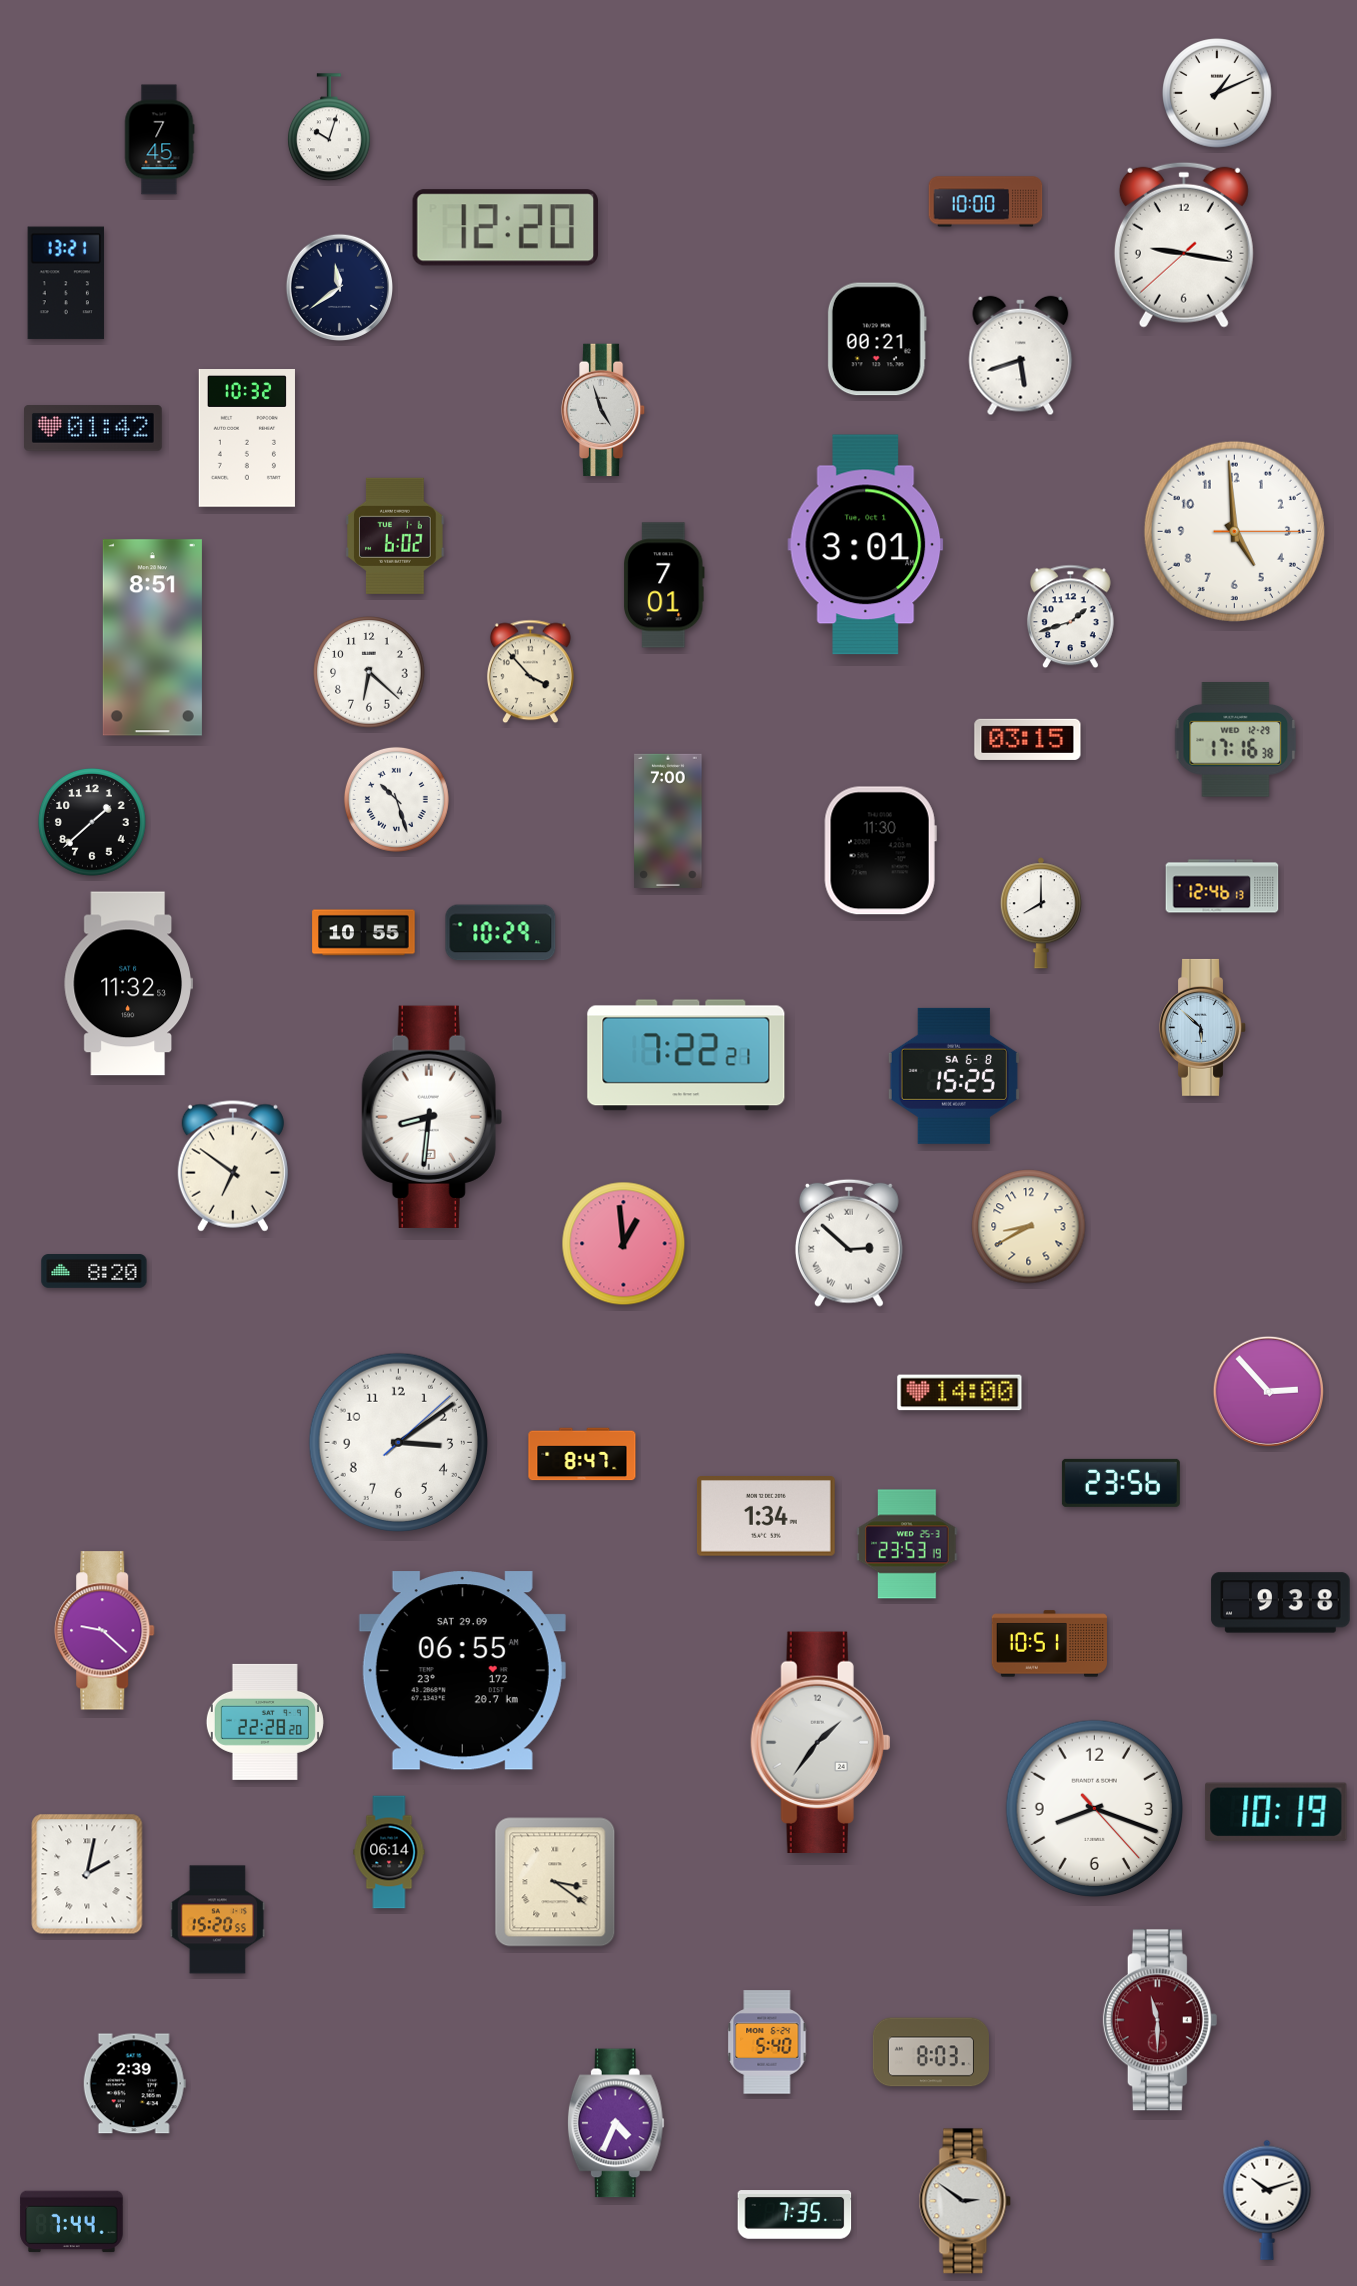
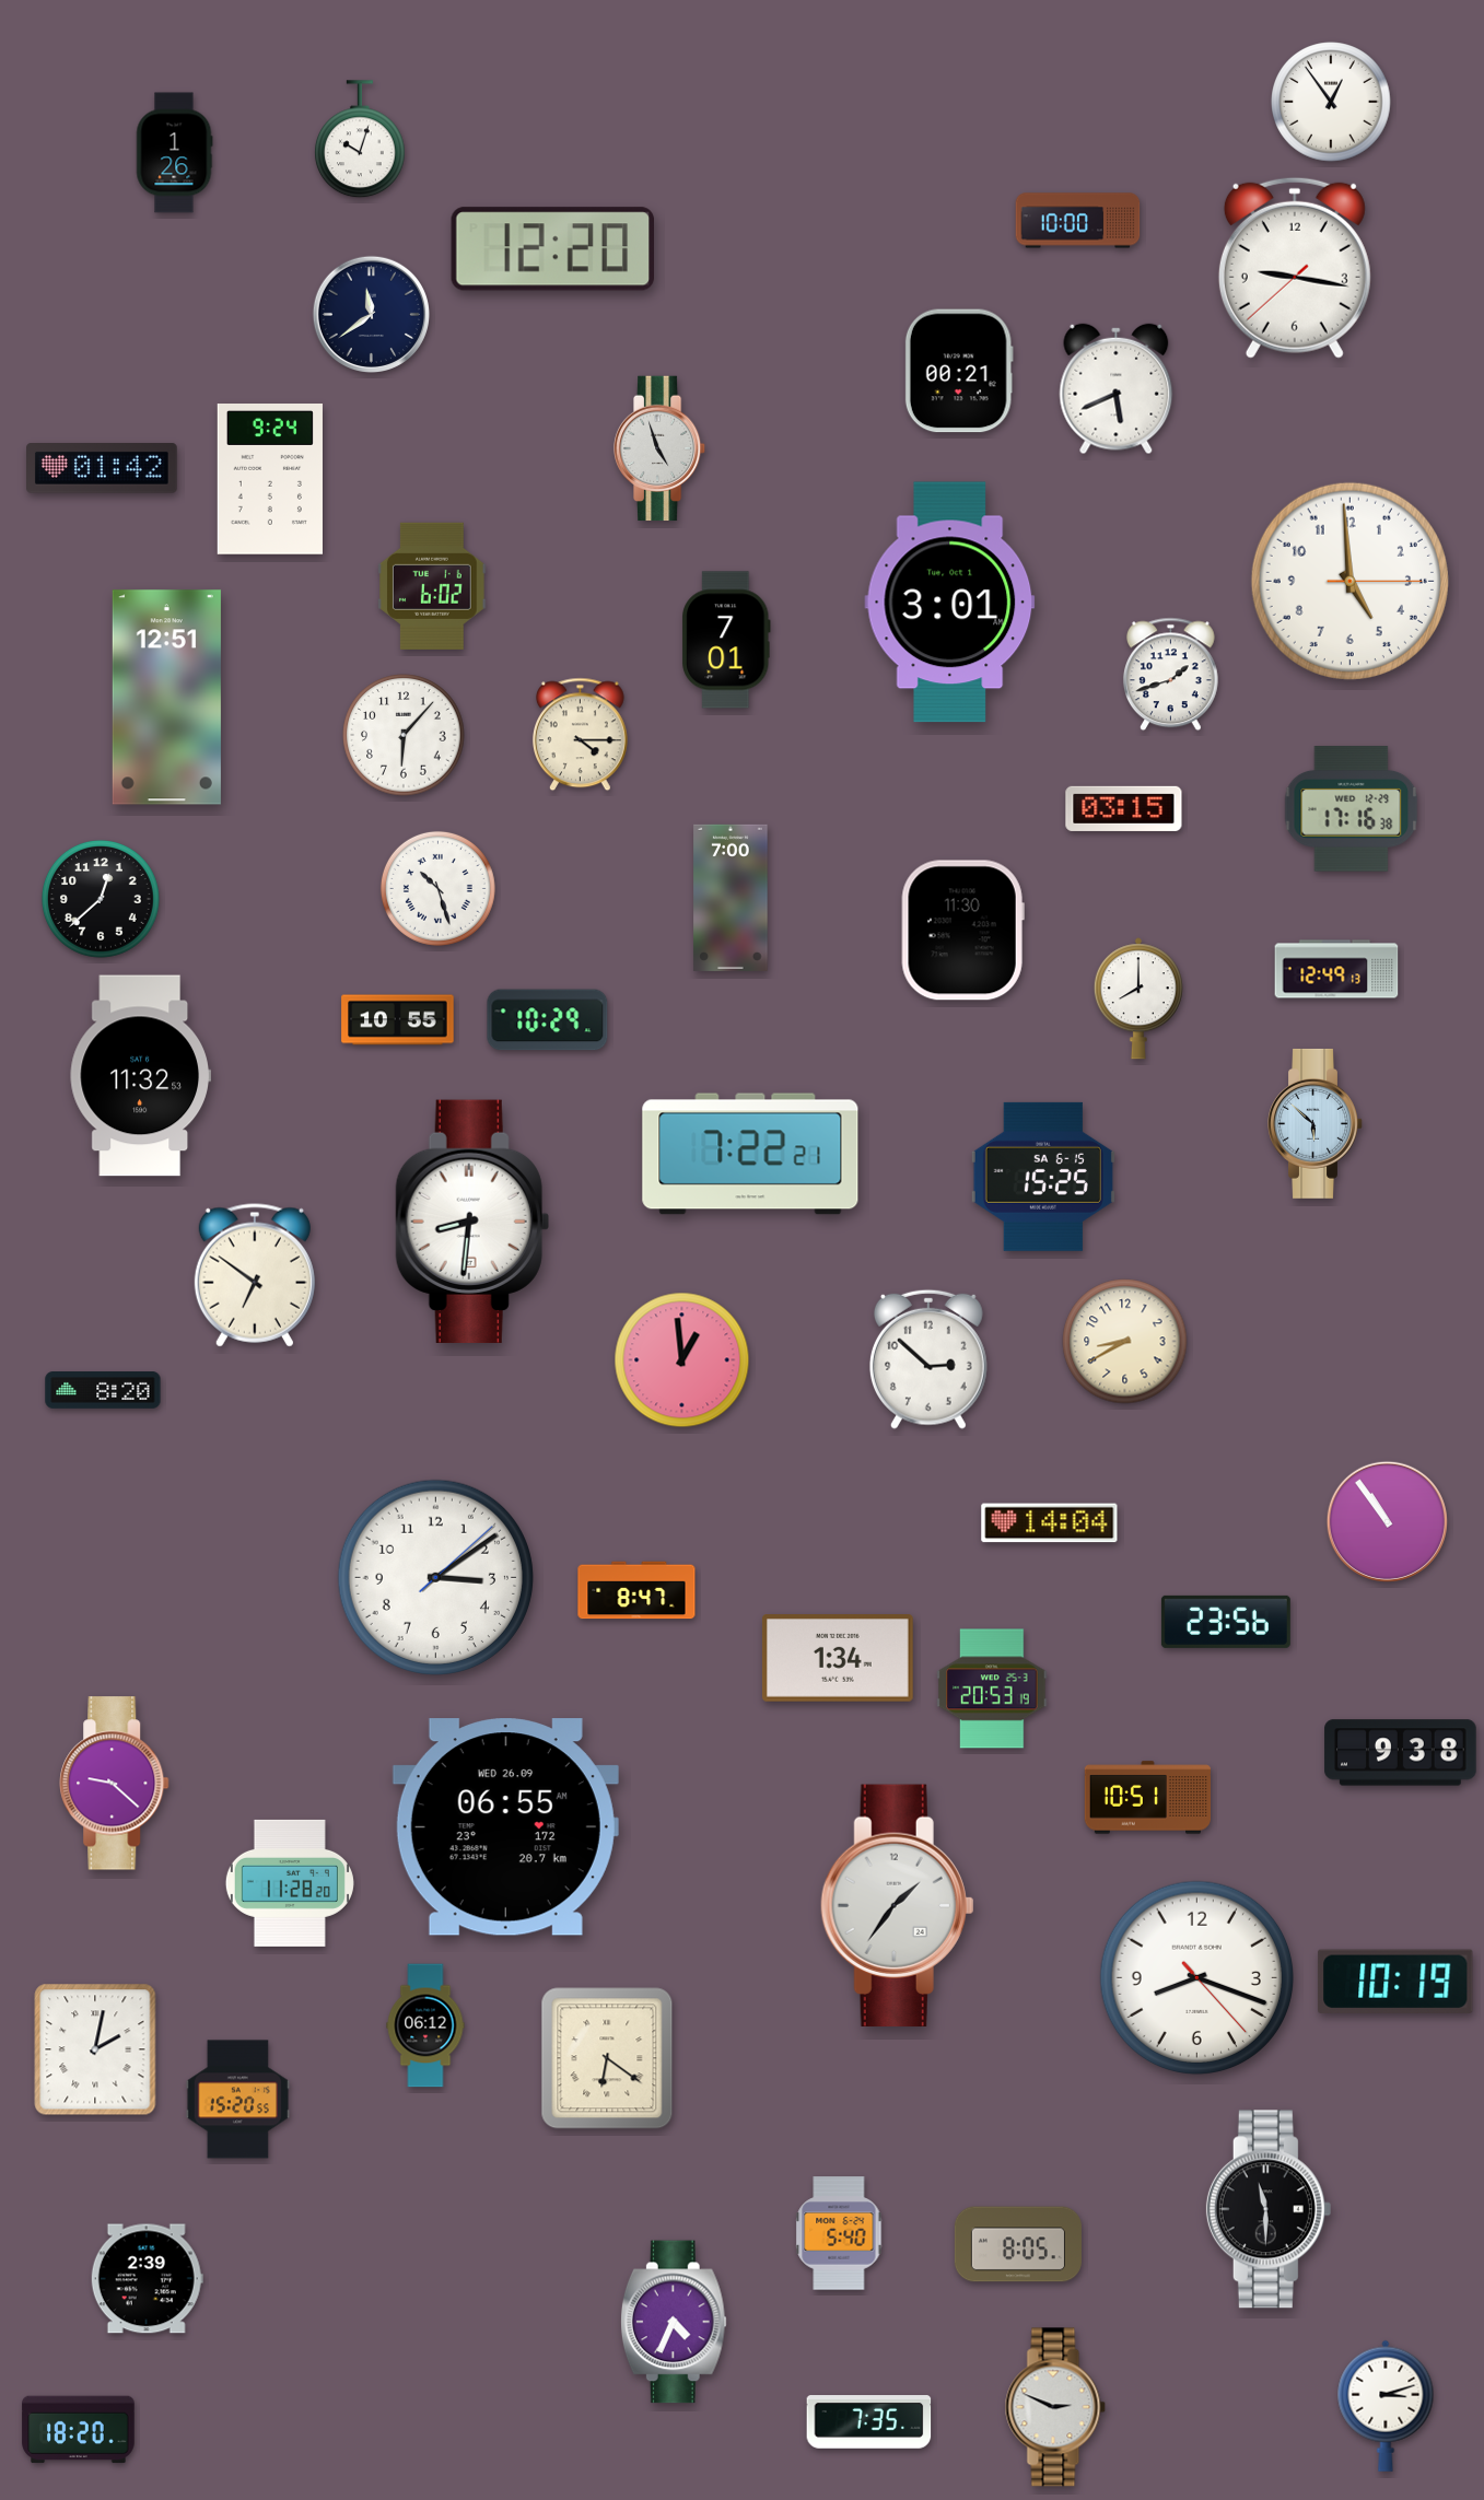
clock at (1217, 93): 1:11 -> 12:54
clock at (159, 140): 7:45 -> 1:26
clock at (65, 283): 13:21 -> none
clock at (1021, 356): 5:42 -> 5:41
clock at (247, 439): 10:32 -> 9:24
clock at (866, 545) position: (866, 545) -> (950, 603)
clock at (152, 638): 8:51 -> 12:51
clock at (369, 672): 6:22 -> 6:07
clock at (530, 672): 3:53 -> 4:15
clock at (396, 799) position: (396, 799) -> (437, 888)
clock at (93, 823): 1:38 -> 12:38
clock at (1222, 886): 12:46 -> 12:49
clock at (954, 1076) date: SA 6-8 -> SA 6-15
clock at (849, 1243) numerals: Roman -> Arabic
clock at (1268, 1391): 2:53 -> 10:54
clock at (960, 1393): 14:00 -> 14:04
clock at (907, 1544): 23:53 -> 20:53
clock at (462, 1671) date: SAT 29.09 -> WED 26.09
clock at (265, 1722): 22:28 -> 11:28
clock at (389, 1852): 06:14 -> 06:12
clock at (555, 1882): 3:21 -> 6:21
clock at (1160, 2020) dial: burgundy -> black
clock at (931, 2052): 8:03 -> 8:05
clock at (1267, 2200): 10:12 -> 3:12
clock at (965, 2201): 2:51 -> 2:49
clock at (72, 2222): 7:44 -> 18:20
